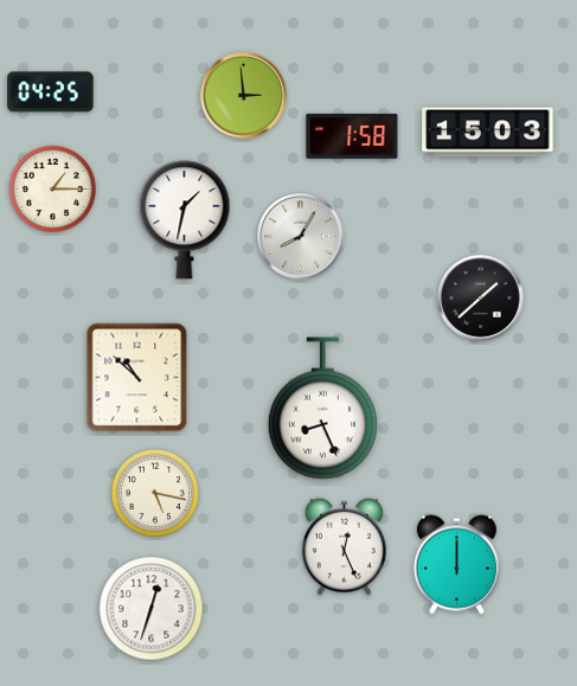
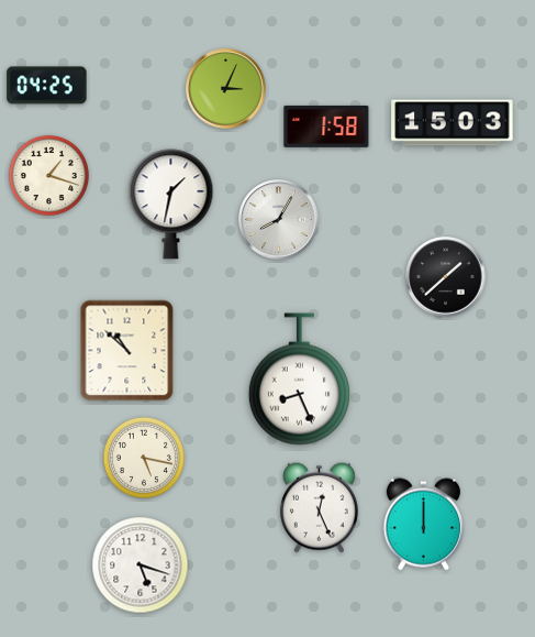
clock at (244, 96): 2:59 -> 3:04
clock at (52, 188): 1:15 -> 1:18
clock at (152, 609): 12:33 -> 5:18
